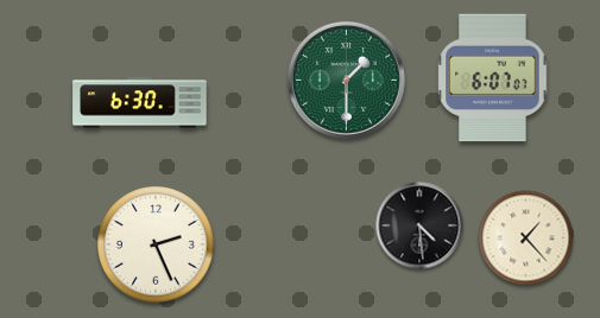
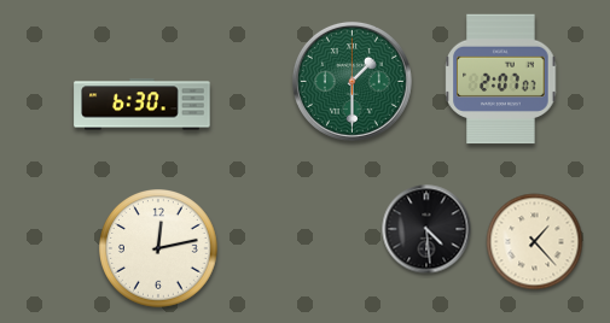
clock at (493, 78): 6:07 -> 2:07
clock at (157, 246): 2:26 -> 12:13
